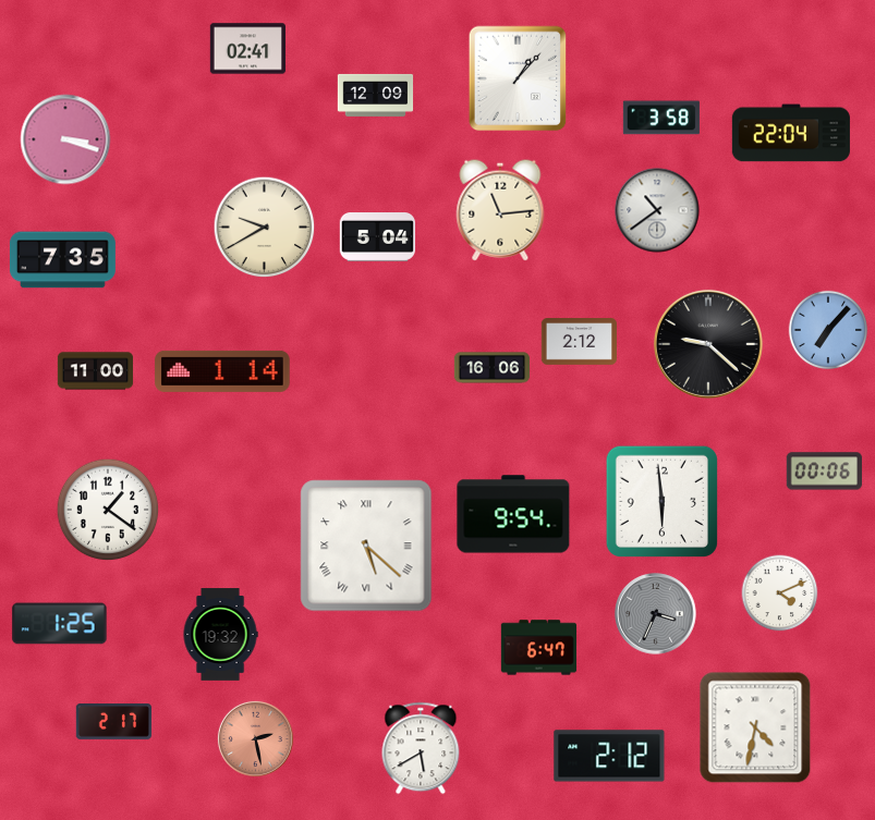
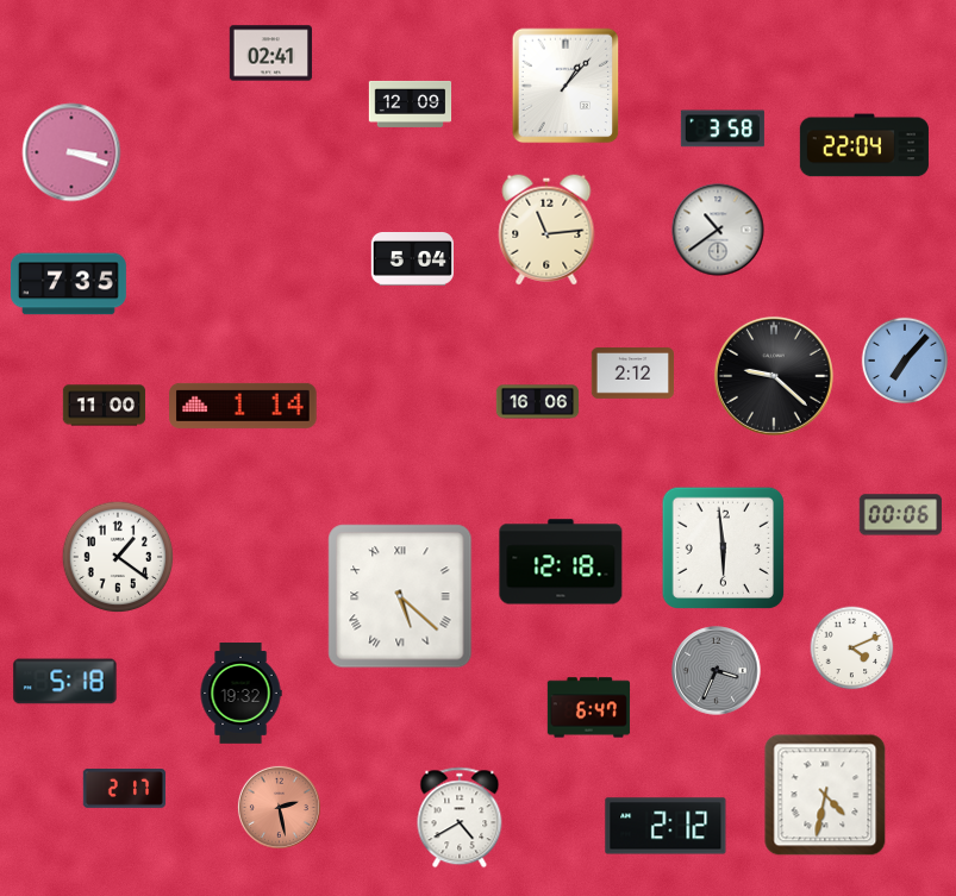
clock at (265, 228): 9:40 -> none
clock at (513, 514): 9:54 -> 12:18
clock at (60, 624): 1:25 -> 5:18
clock at (421, 748): 5:40 -> 4:40
